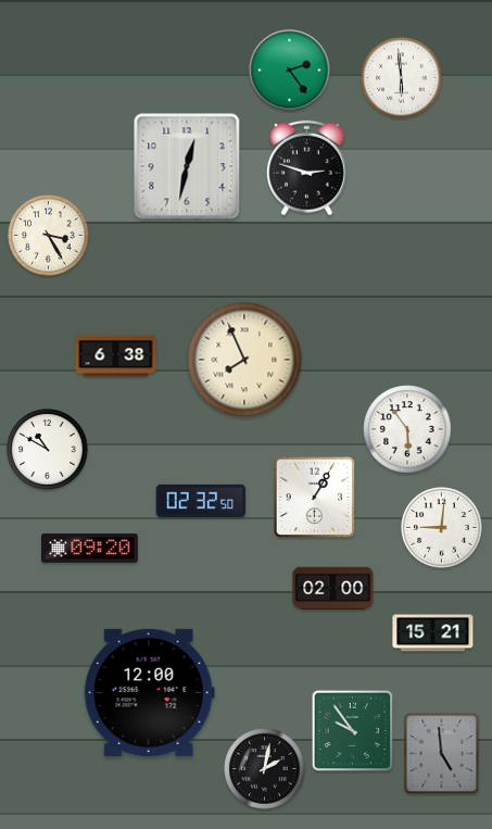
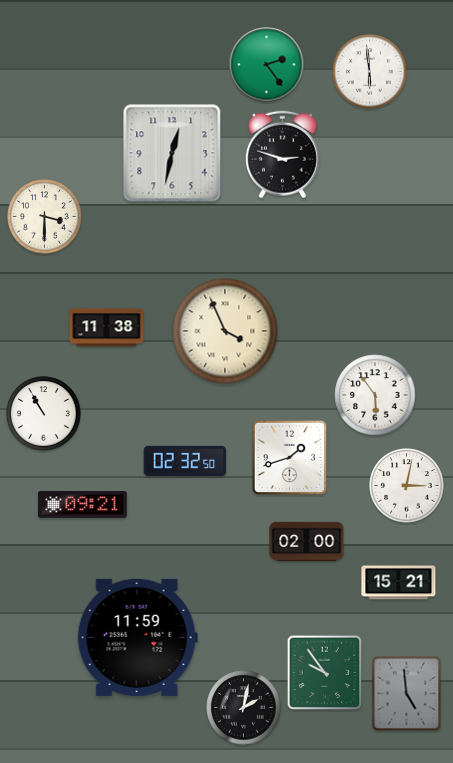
clock at (49, 236): 3:25 -> 3:30
clock at (116, 356): 6:38 -> 11:38
clock at (244, 360): 7:56 -> 3:56
clock at (48, 450): 10:50 -> 10:55
clock at (315, 498): 1:05 -> 1:42
clock at (442, 528): 9:01 -> 3:02
clock at (89, 549): 09:20 -> 09:21
clock at (149, 692): 12:00 -> 11:59
